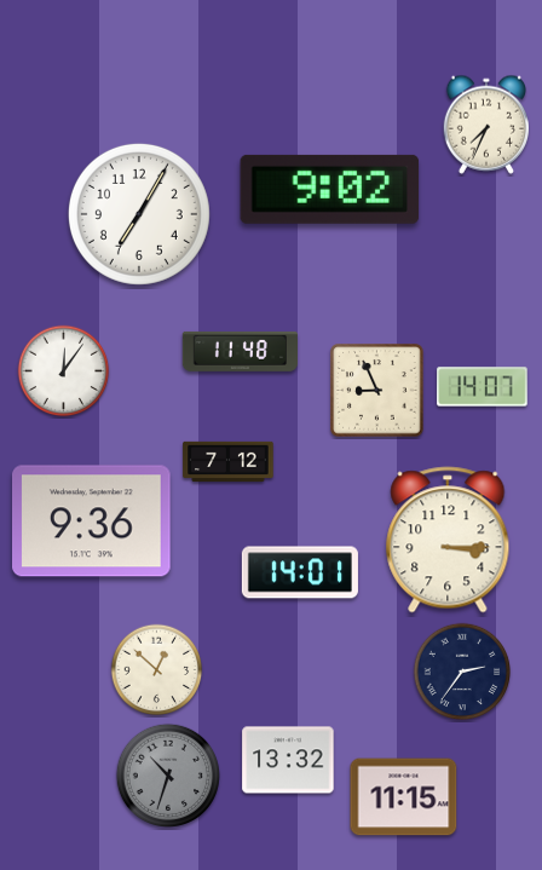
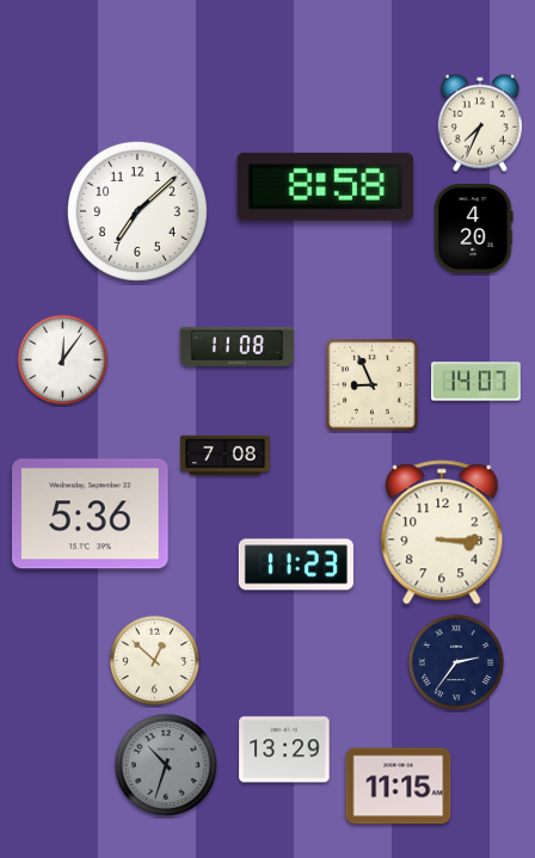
clock at (330, 189): 9:02 -> 8:58
clock at (139, 214): 7:05 -> 7:08
clock at (474, 229): none -> 4:20
clock at (240, 351): 11:48 -> 11:08
clock at (64, 371) position: (64, 371) -> (63, 360)
clock at (229, 462): 7:12 -> 7:08
clock at (92, 522): 9:36 -> 5:36
clock at (300, 572): 14:01 -> 11:23
clock at (288, 760): 13:32 -> 13:29
